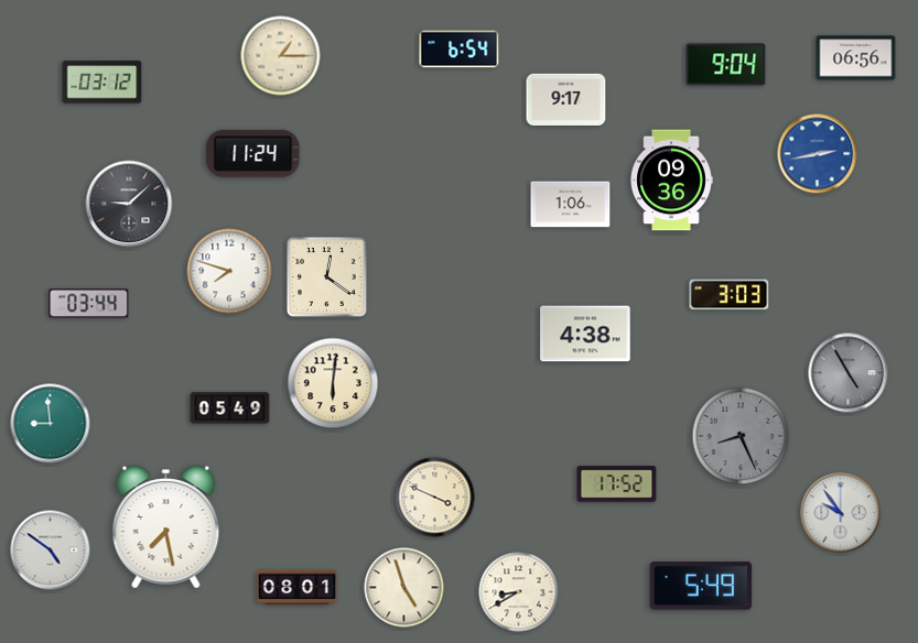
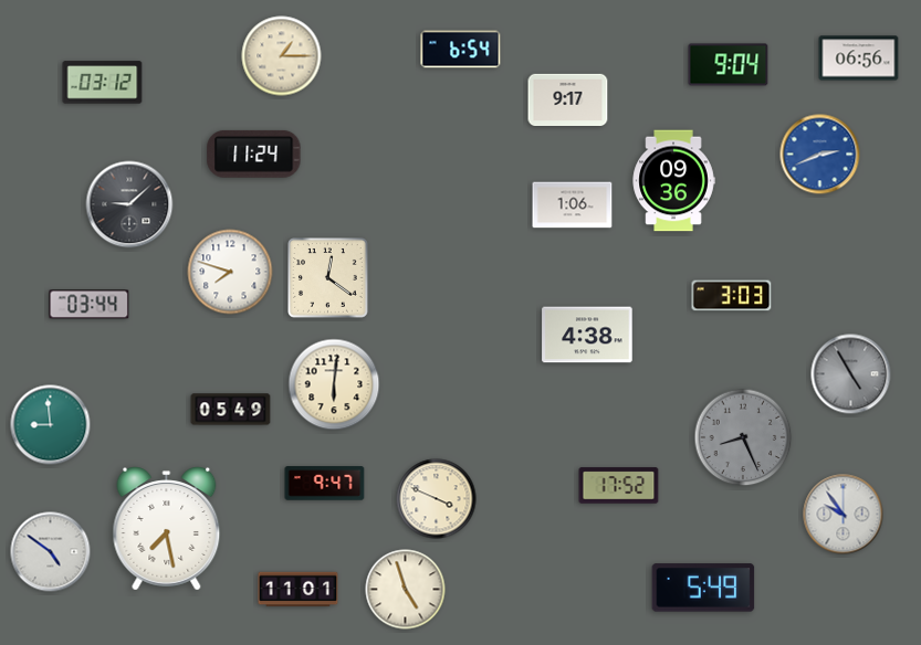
clock at (818, 154): 2:43 -> 2:41
clock at (325, 484): none -> 9:47
clock at (298, 588): 08:01 -> 11:01
clock at (519, 592): 8:40 -> none
